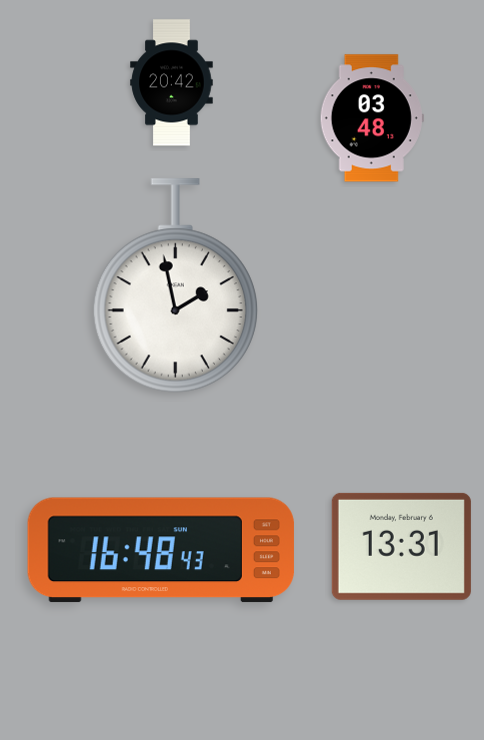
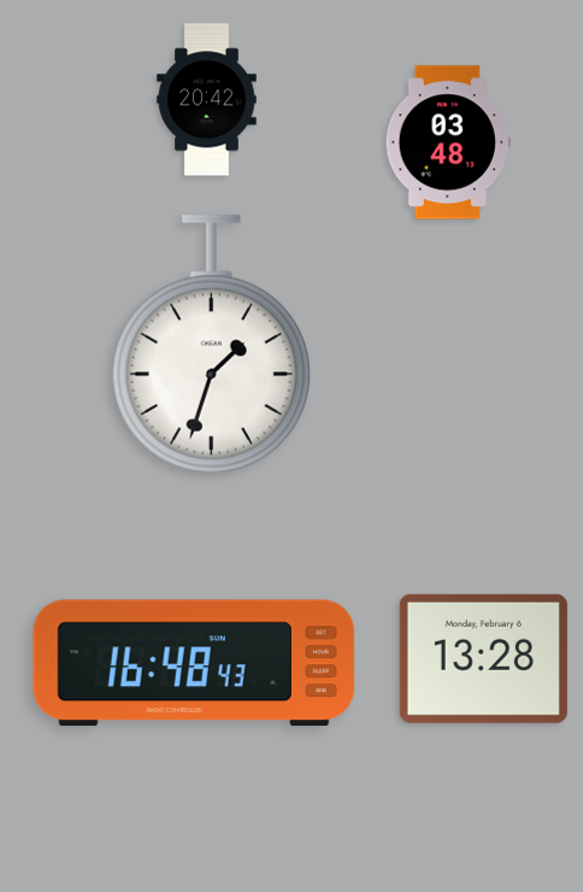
clock at (175, 286): 1:58 -> 1:33
clock at (401, 546): 13:31 -> 13:28
